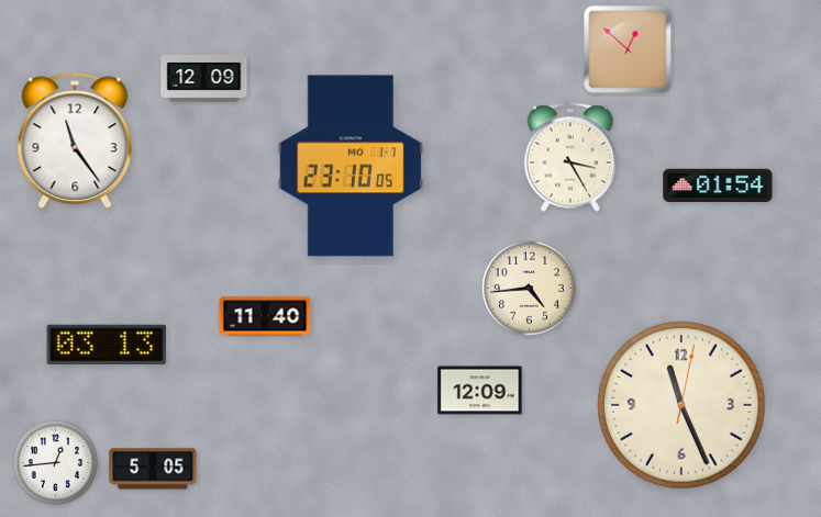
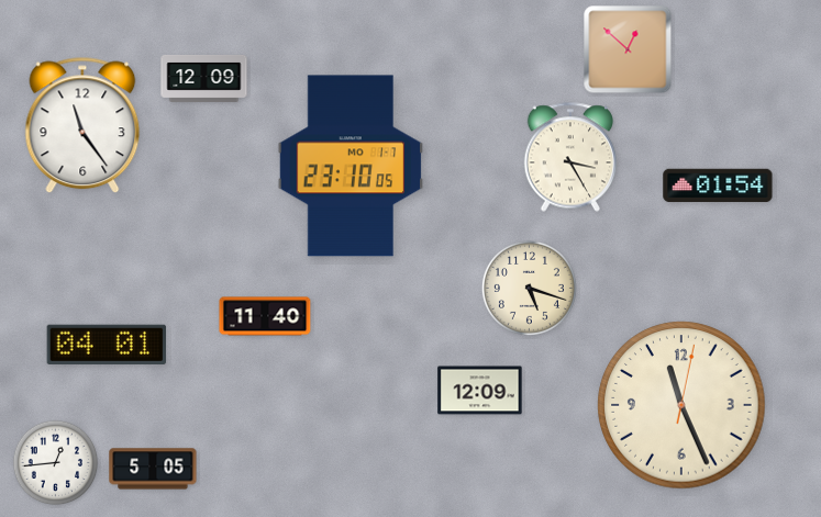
clock at (75, 141) position: (75, 141) -> (82, 125)
clock at (529, 288): 4:44 -> 5:18
clock at (107, 345): 03:13 -> 04:01
